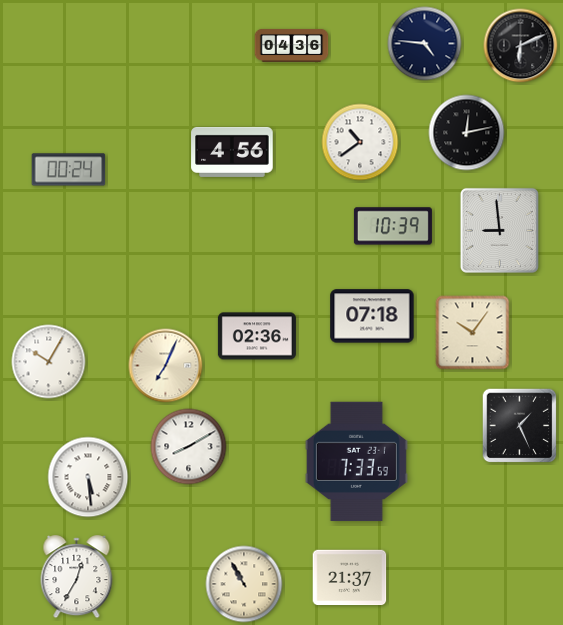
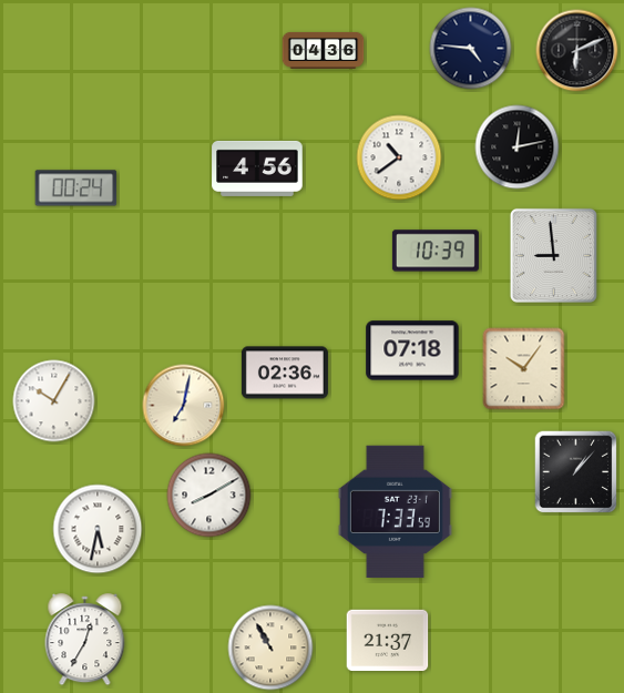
clock at (166, 366): 7:04 -> 7:02
clock at (520, 426): 1:26 -> 1:07
clock at (88, 477): 5:29 -> 5:32
